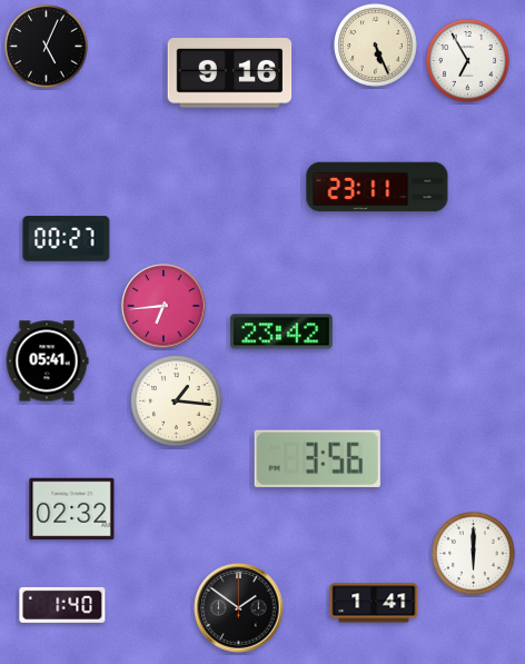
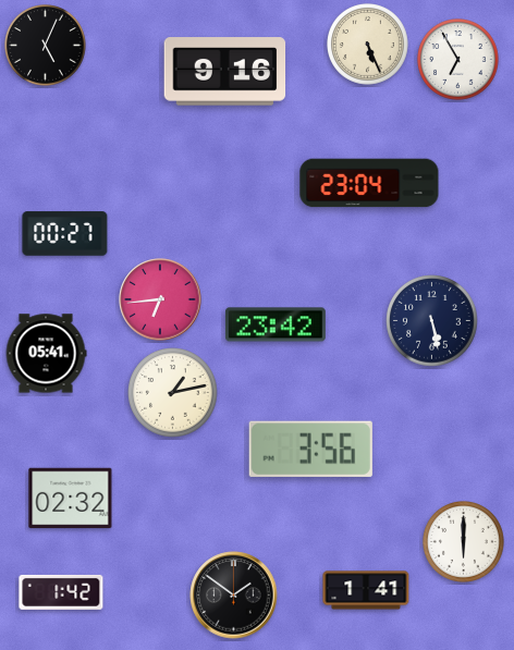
clock at (377, 187): 23:11 -> 23:04
clock at (432, 321): none -> 5:28
clock at (177, 402): 1:16 -> 1:13
clock at (62, 605): 1:40 -> 1:42
